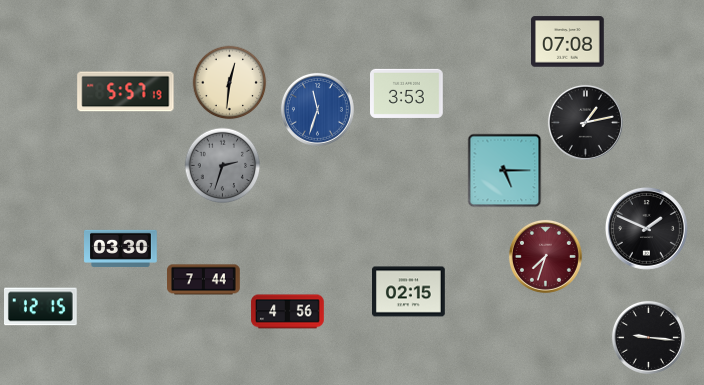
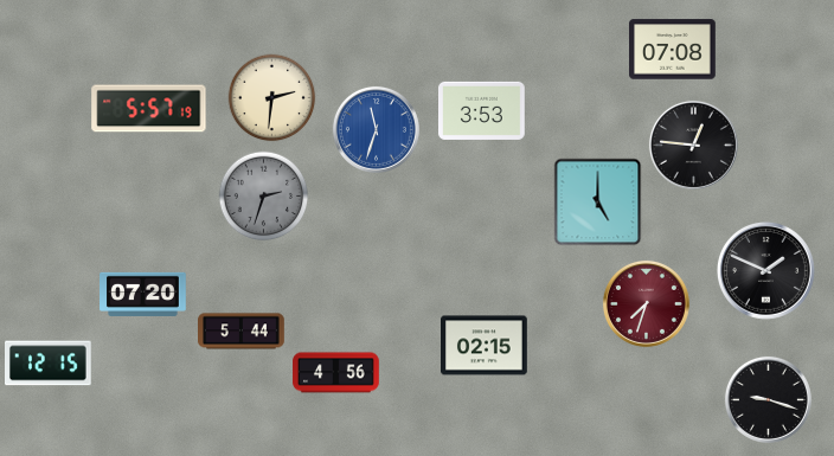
clock at (230, 83): 12:31 -> 2:31
clock at (585, 122): 1:13 -> 12:46
clock at (505, 171): 5:15 -> 5:00
clock at (121, 248): 03:30 -> 07:20
clock at (204, 280): 7:44 -> 5:44
clock at (288, 312) position: (288, 312) -> (336, 373)
clock at (648, 337): 9:16 -> 9:18
